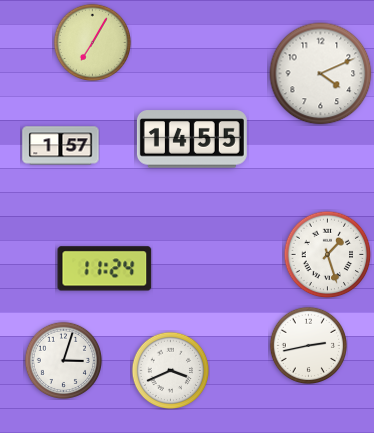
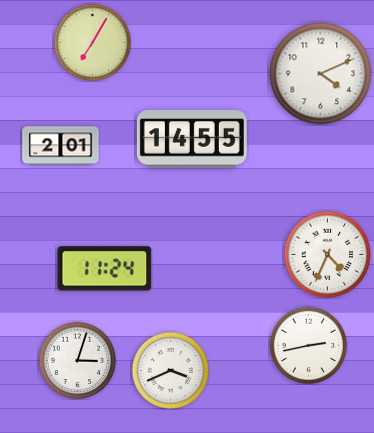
clock at (61, 146): 1:57 -> 2:01
clock at (327, 254): 1:27 -> 4:34
clock at (63, 360) position: (63, 360) -> (77, 360)
